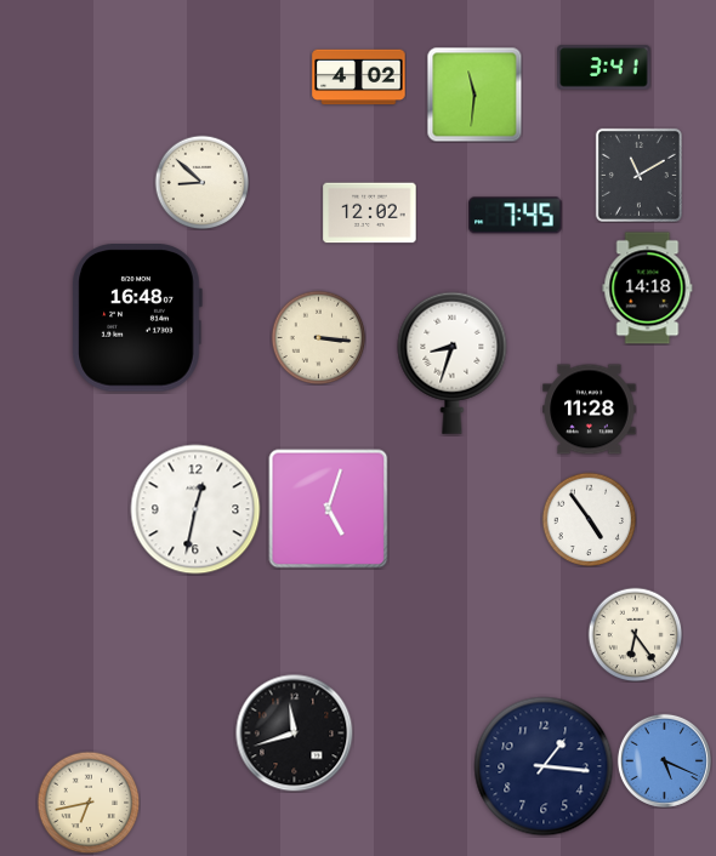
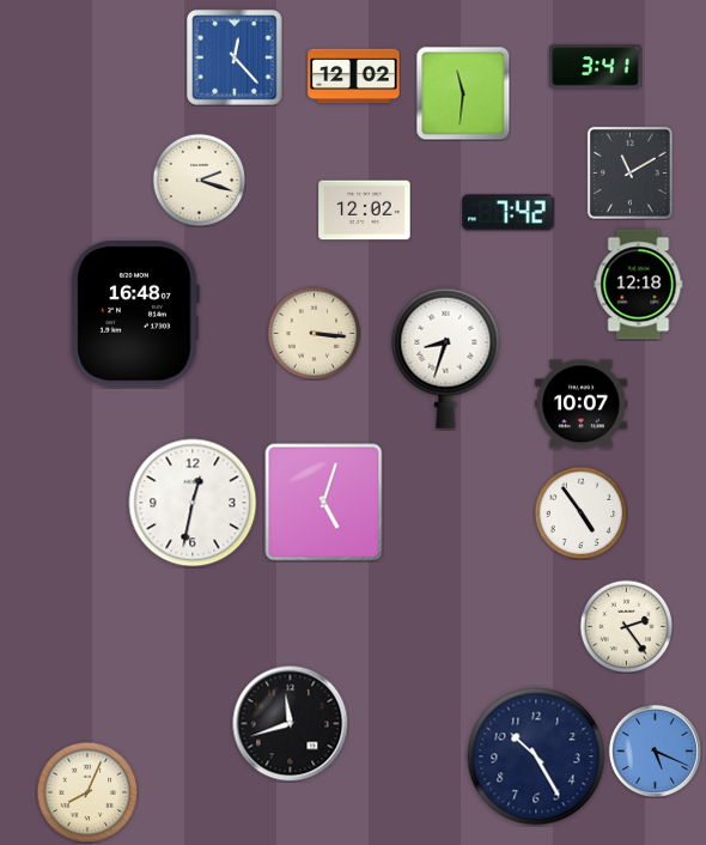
clock at (235, 57): none -> 12:23
clock at (359, 78): 4:02 -> 12:02
clock at (475, 95) position: (475, 95) -> (463, 93)
clock at (201, 182): 8:52 -> 2:18
clock at (516, 216): 7:45 -> 7:42
clock at (648, 289): 14:18 -> 12:18
clock at (590, 410): 11:28 -> 10:07
clock at (635, 634): 6:24 -> 2:24
clock at (544, 766): 1:16 -> 10:25
clock at (89, 803): 6:43 -> 8:04
